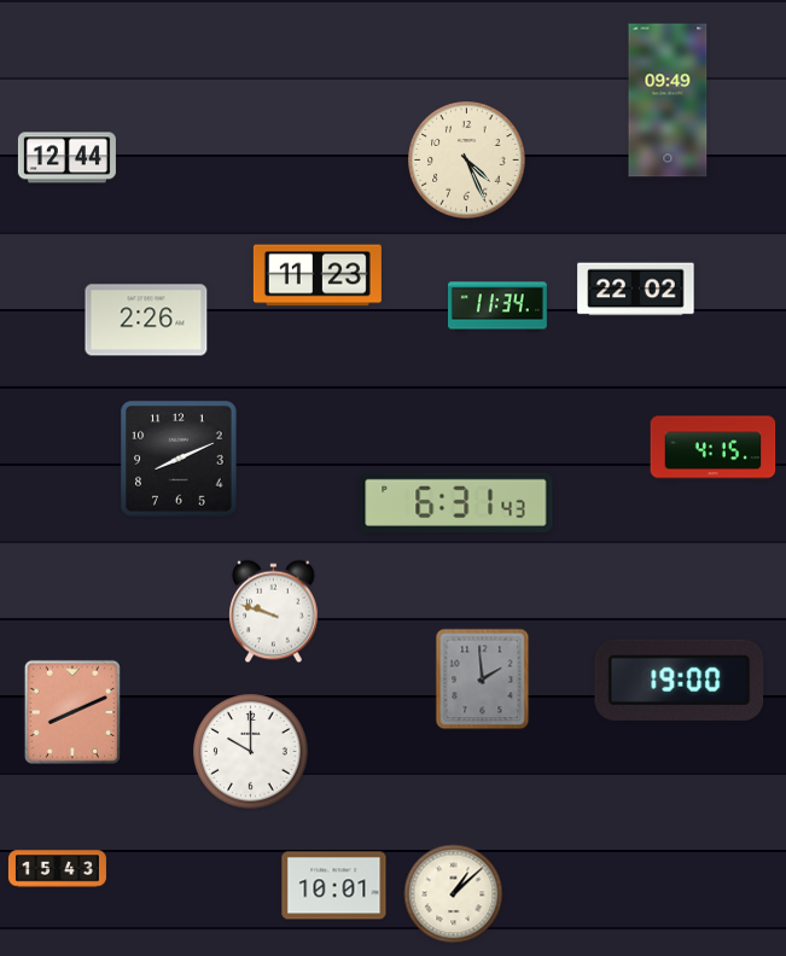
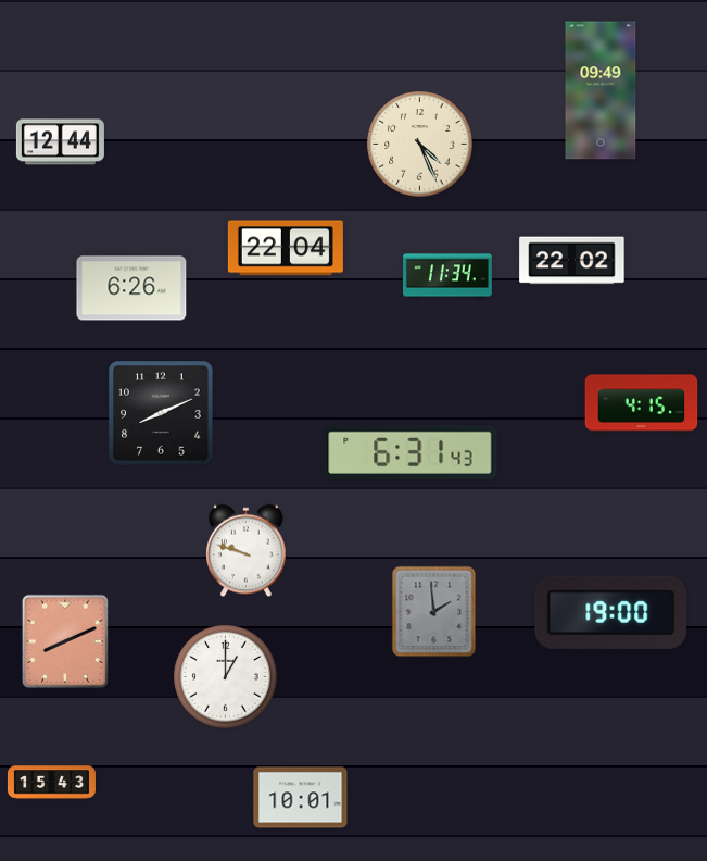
clock at (318, 275): 11:23 -> 22:04
clock at (146, 320): 2:26 -> 6:26
clock at (251, 752): 10:00 -> 1:00
clock at (454, 894): 1:08 -> none
